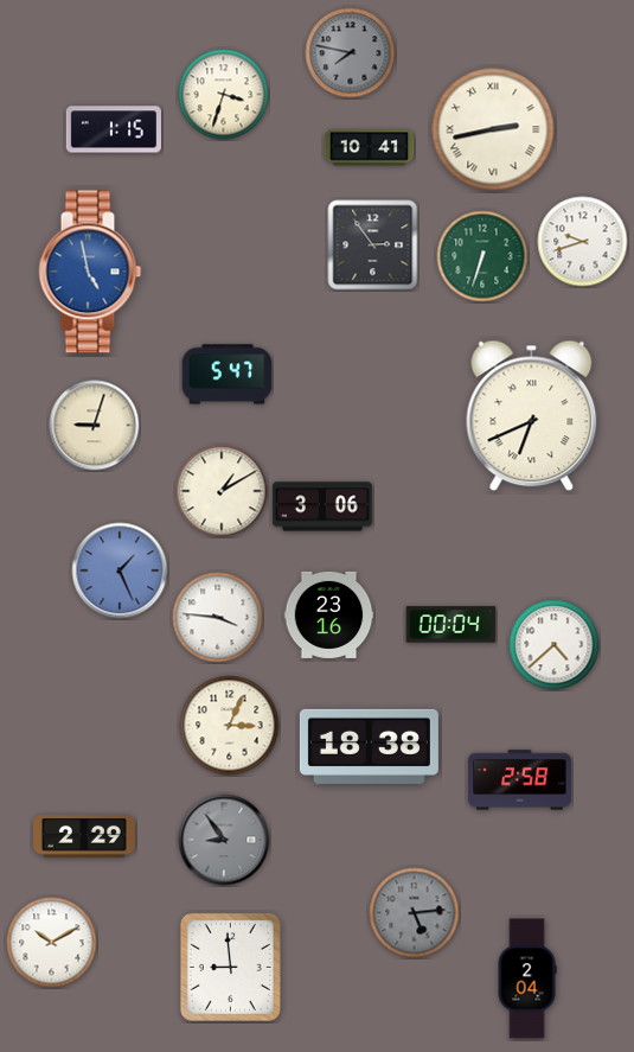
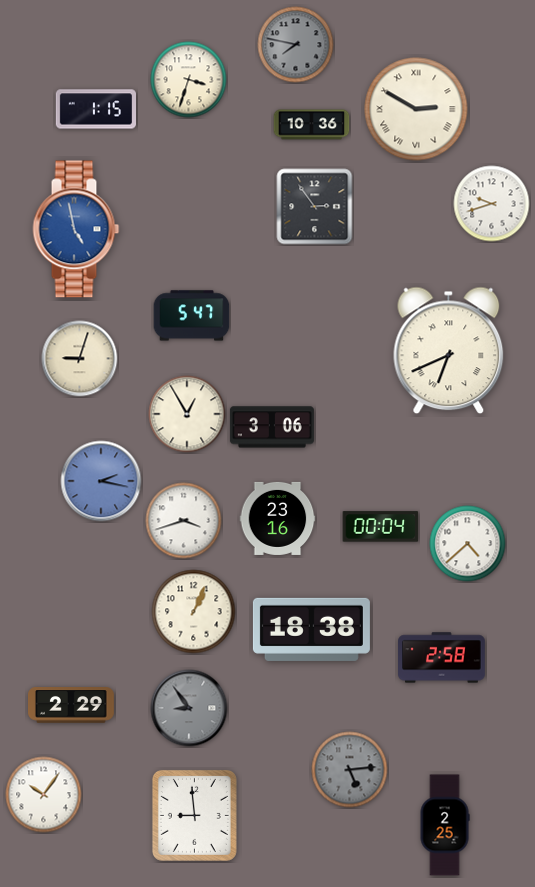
clock at (493, 129): 2:43 -> 2:50
clock at (370, 148): 10:41 -> 10:36
clock at (482, 256): 6:33 -> none
clock at (222, 491): 1:10 -> 12:55
clock at (120, 570): 1:26 -> 2:17
clock at (218, 618): 3:46 -> 3:42
clock at (230, 726): 3:04 -> 1:04
clock at (520, 780) position: (520, 780) -> (442, 658)
clock at (52, 943): 10:10 -> 10:06
clock at (527, 978): 2:04 -> 2:25
